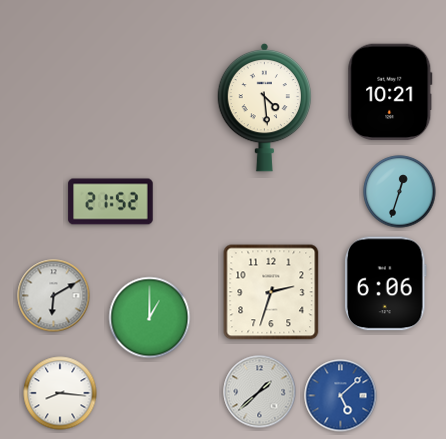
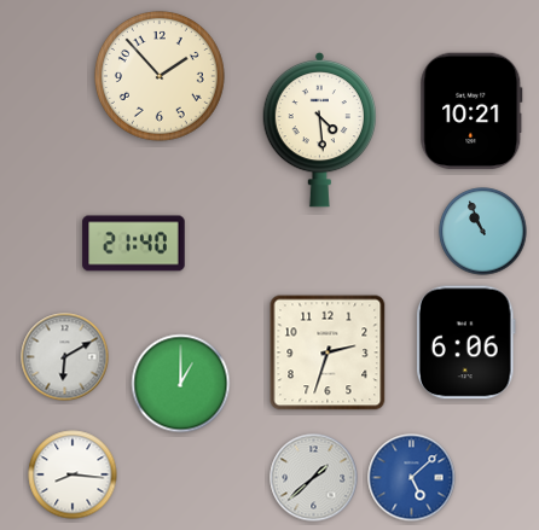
clock at (160, 76): none -> 1:53
clock at (400, 192): 12:33 -> 10:56
clock at (111, 202): 21:52 -> 21:40
clock at (260, 392) position: (260, 392) -> (314, 478)
